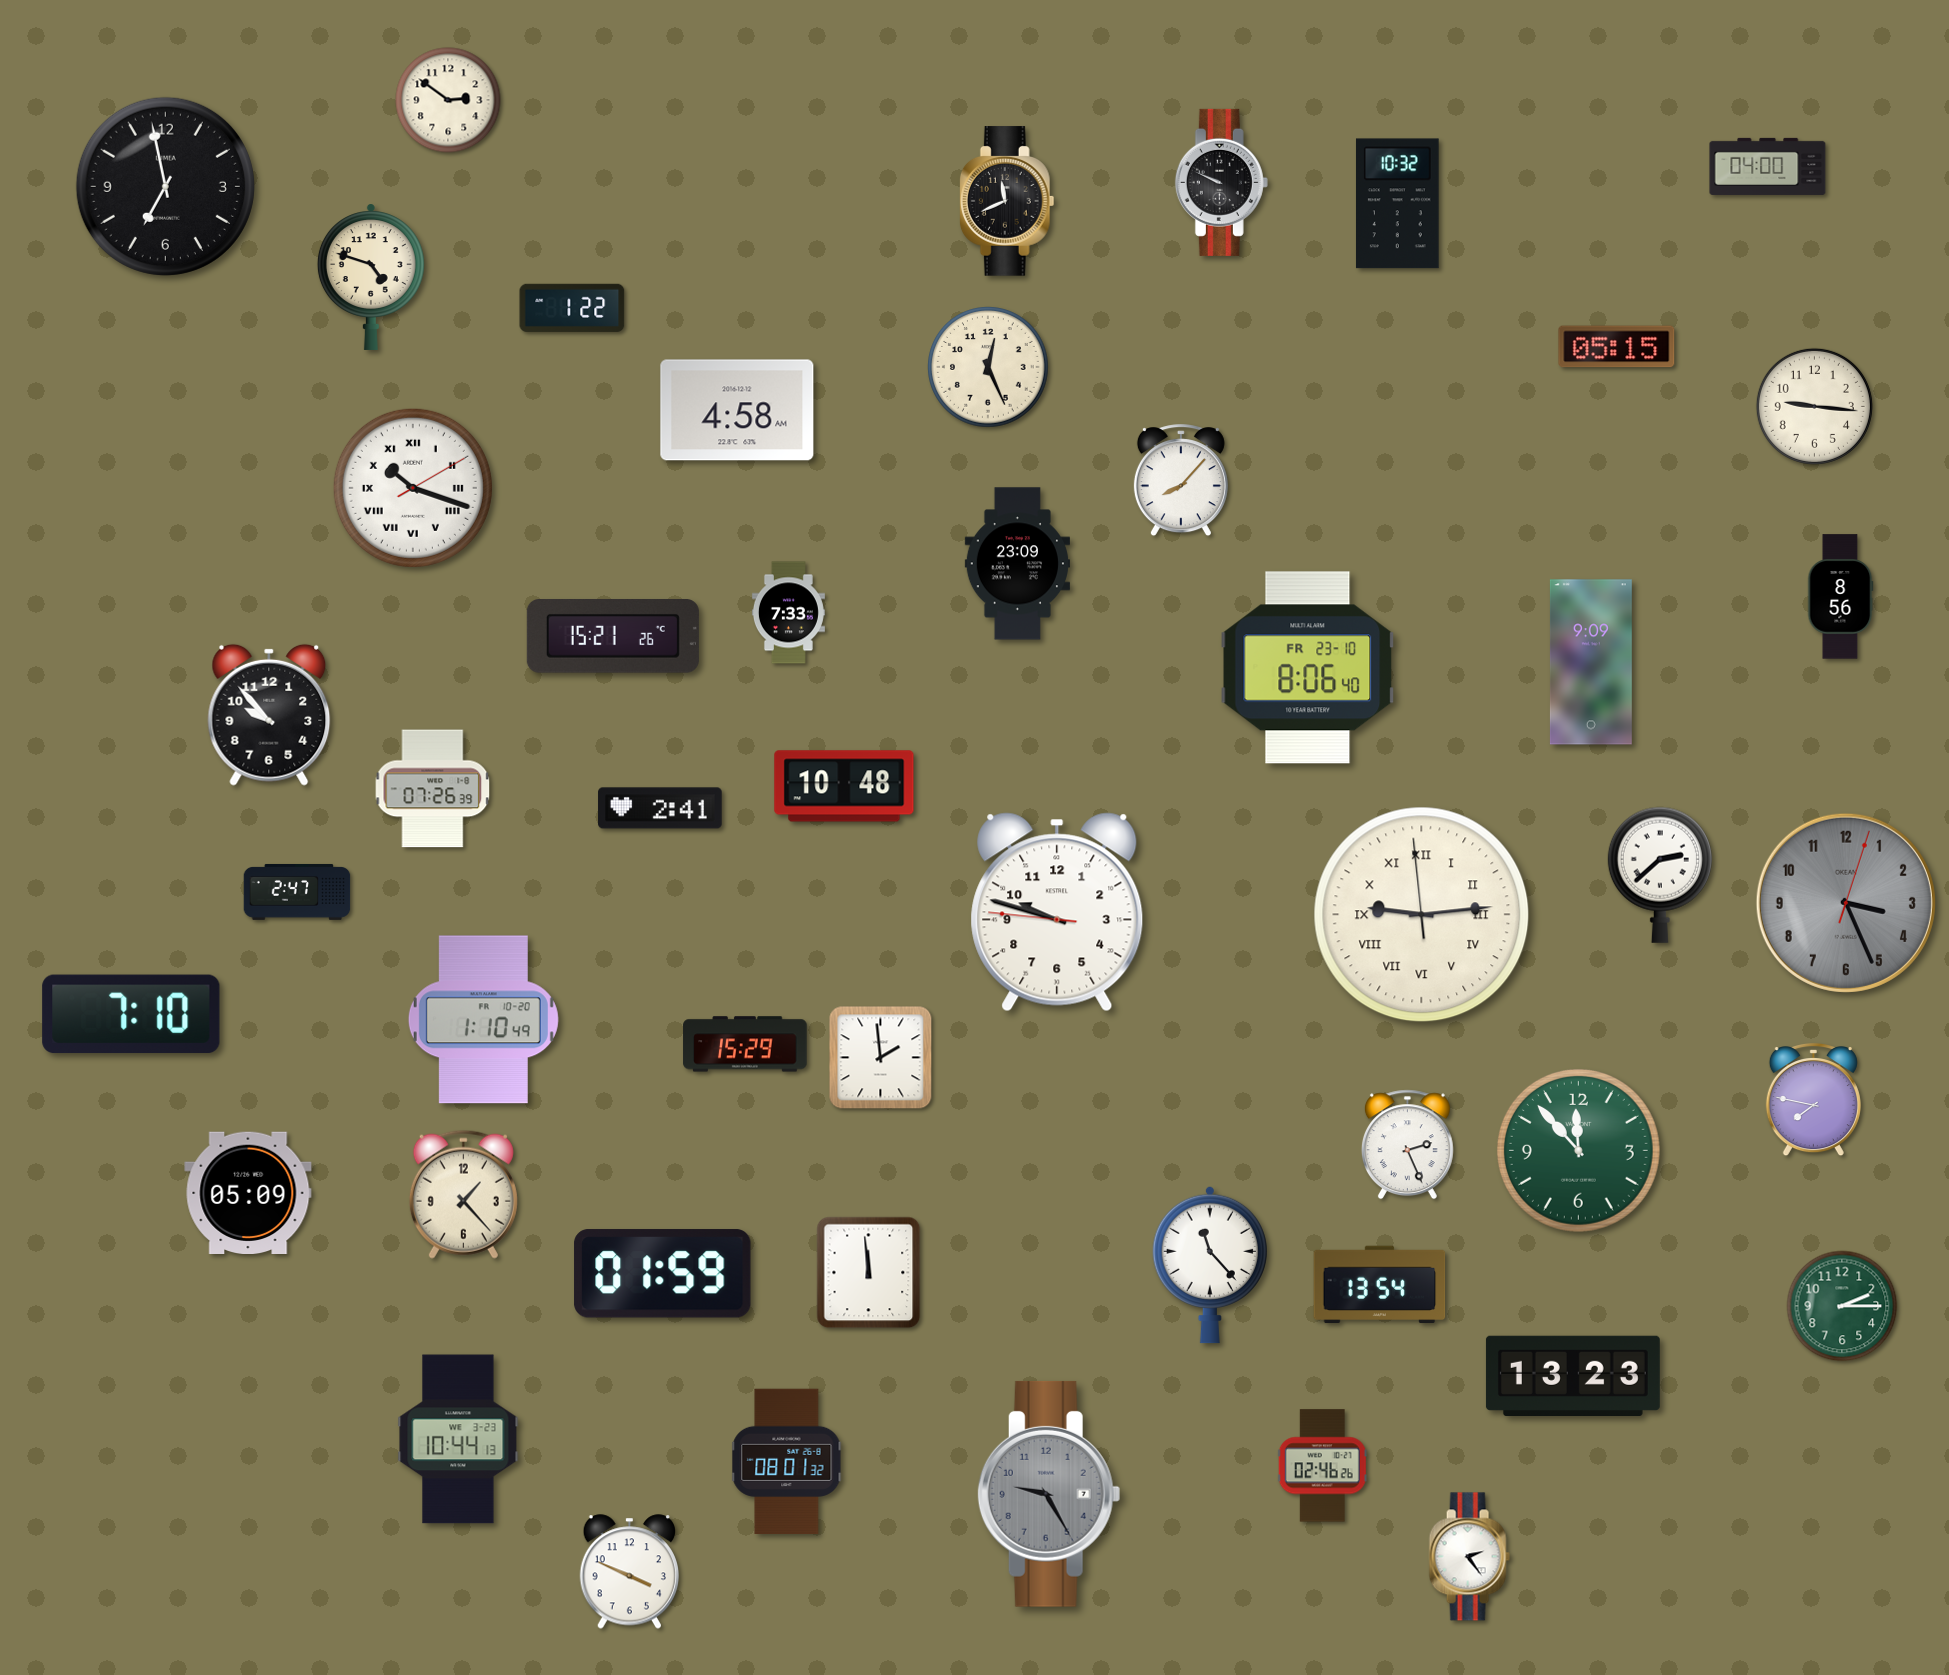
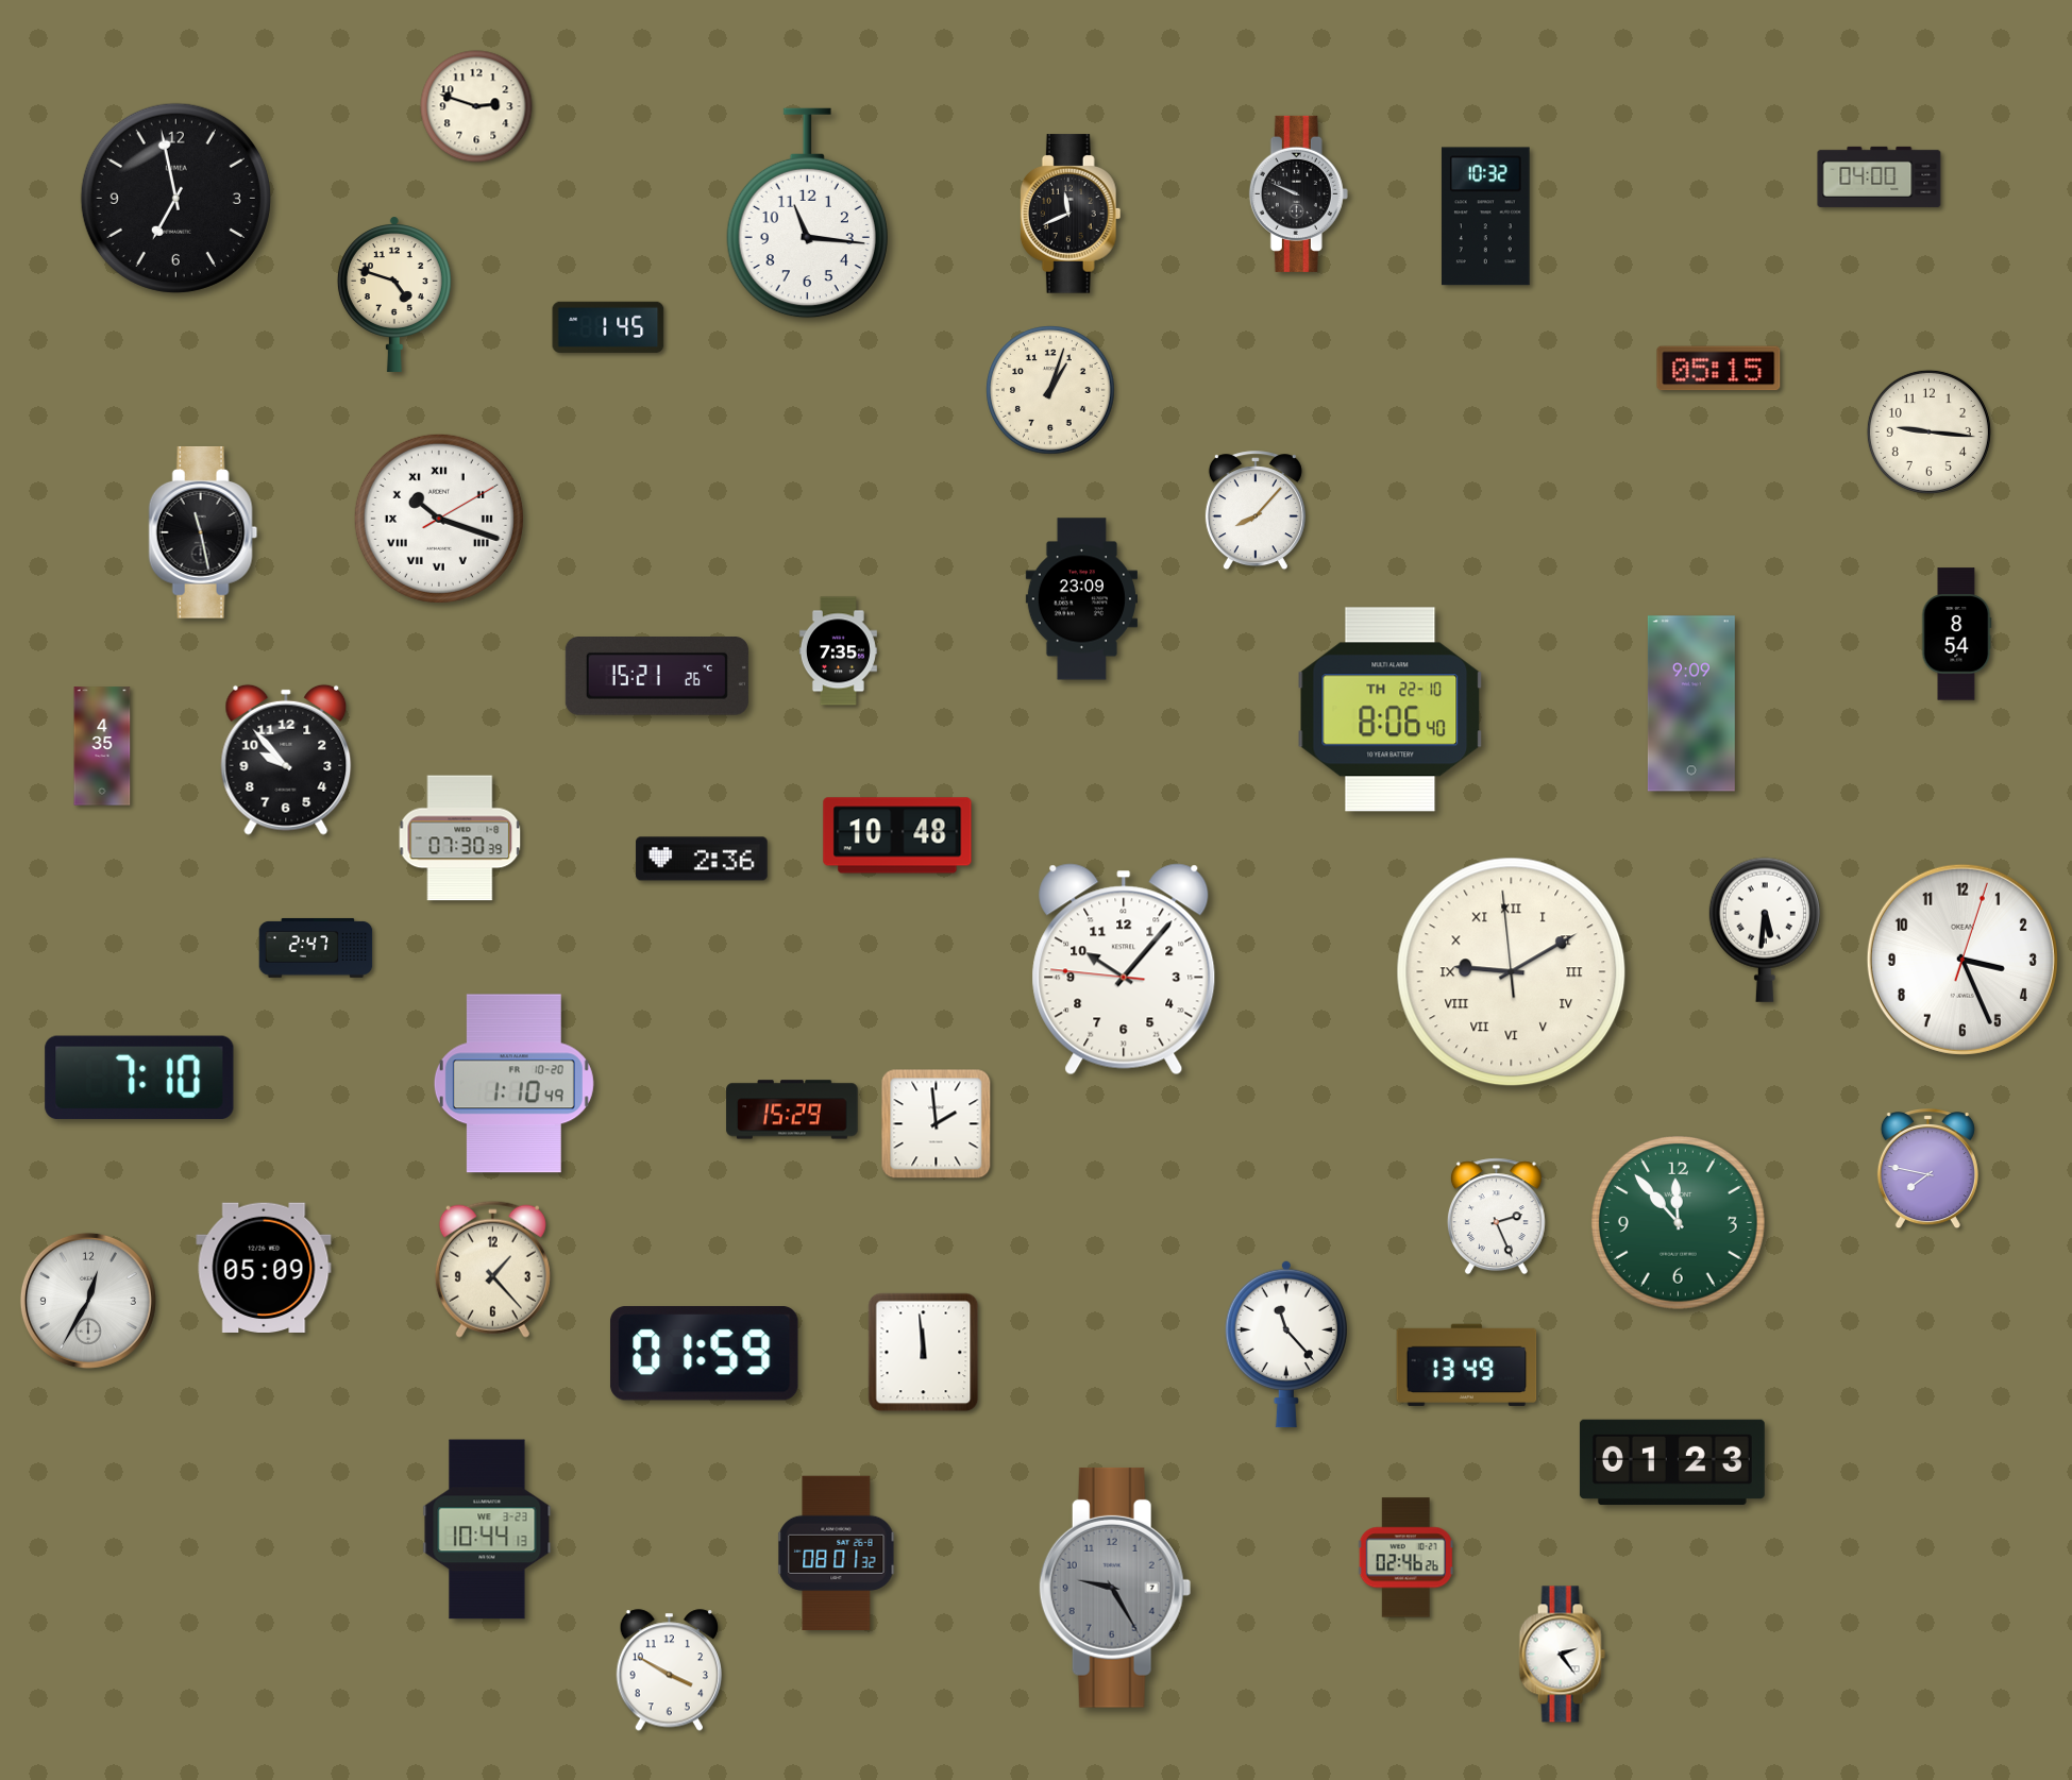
clock at (448, 100): 2:51 -> 2:48
clock at (807, 214): none -> 11:16
clock at (572, 308): 1:22 -> 1:45
clock at (988, 367): 12:26 -> 1:03
clock at (737, 410): 4:58 -> none
clock at (203, 533): none -> 11:28
clock at (1840, 597): 8:56 -> 8:54
clock at (788, 613): 7:33 -> 7:35
clock at (613, 637) position: (613, 637) -> (657, 677)
clock at (1308, 668) date: FR 23-10 -> TH 22-10
clock at (102, 746): none -> 4:35
clock at (433, 789): 07:26 -> 07:30
clock at (660, 808): 2:41 -> 2:36
clock at (1660, 875): 2:38 -> 5:31
clock at (1846, 903) dial: grey -> white
clock at (1057, 912): 9:47 -> 10:06
clock at (1422, 915): 9:13 -> 9:09
clock at (88, 1301): none -> 12:35
clock at (1380, 1285): 13:54 -> 13:49
clock at (1842, 1306): 2:15 -> none
clock at (1573, 1375): 13:23 -> 01:23
clock at (630, 1572): 3:49 -> 3:50
